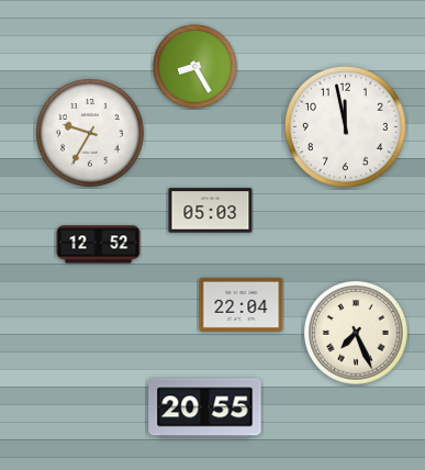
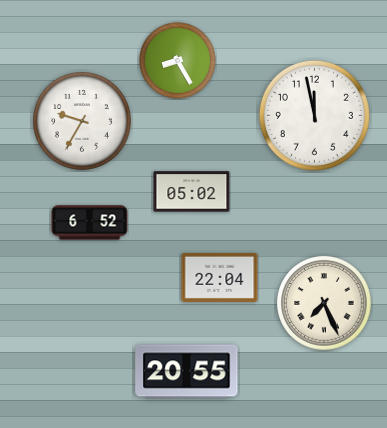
clock at (211, 211): 05:03 -> 05:02
clock at (99, 245): 12:52 -> 6:52
